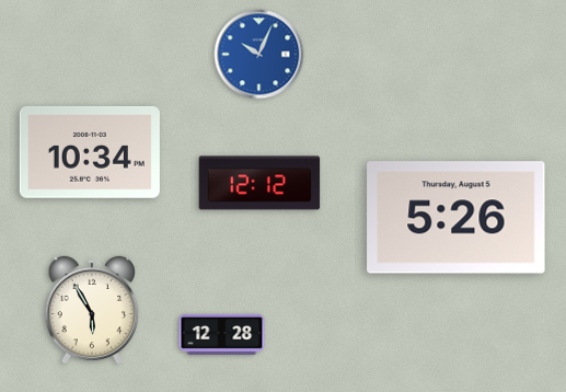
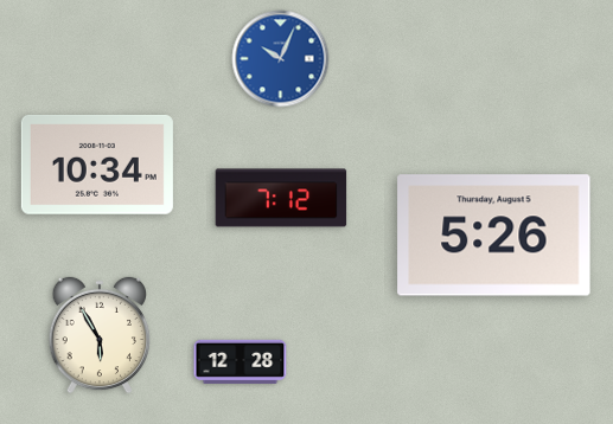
clock at (259, 183): 12:12 -> 7:12
